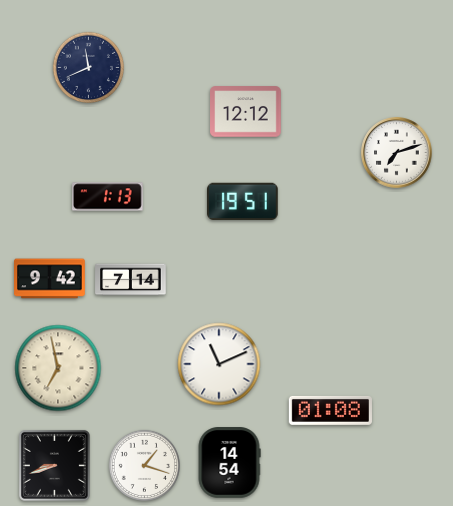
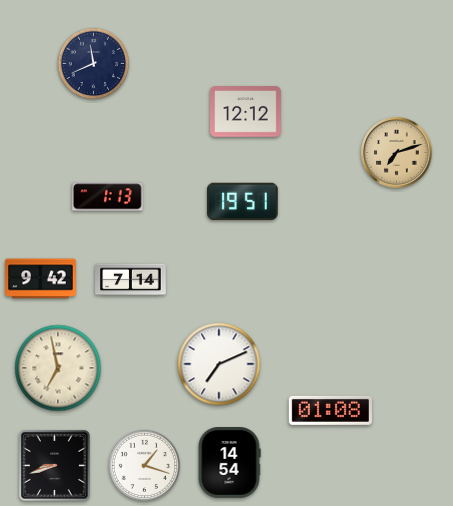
clock at (88, 67) position: (88, 67) -> (93, 63)
clock at (397, 153) dial: white -> champagne
clock at (50, 279) position: (50, 279) -> (41, 279)
clock at (219, 364): 11:11 -> 7:11
